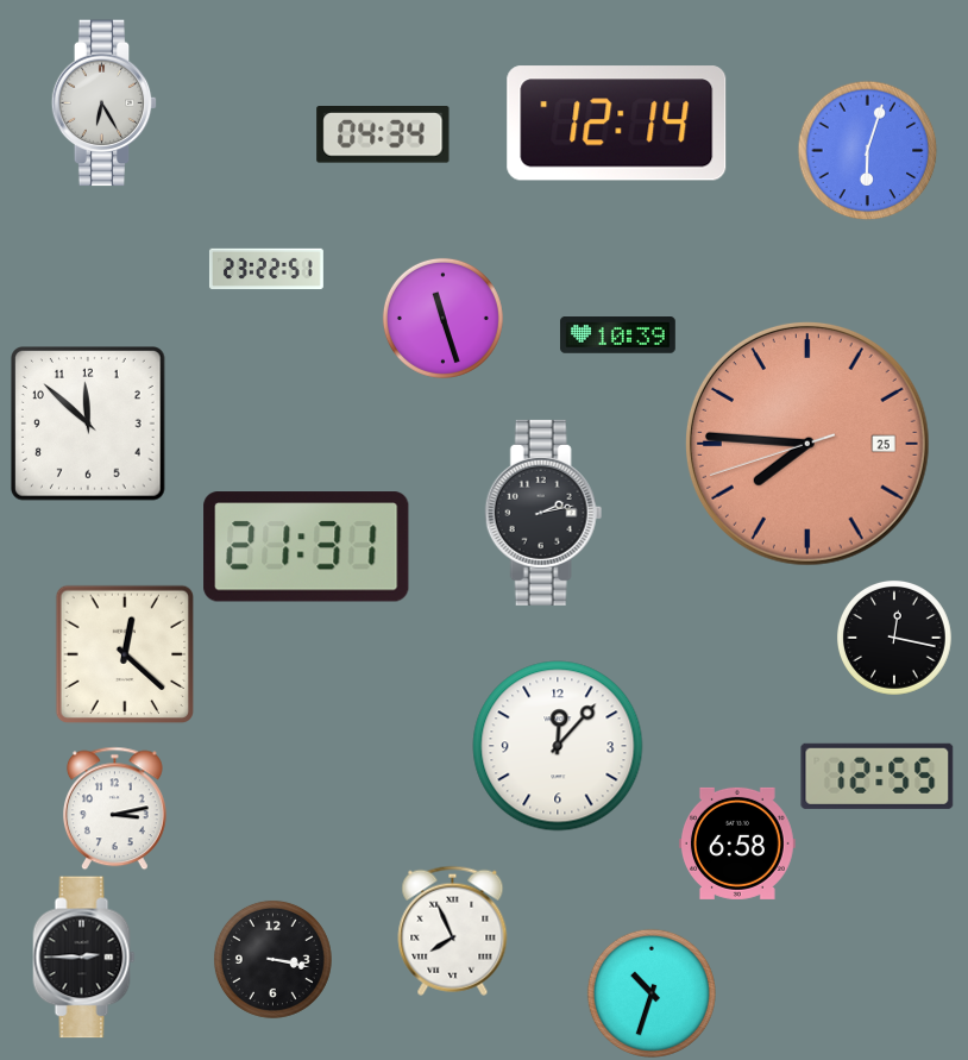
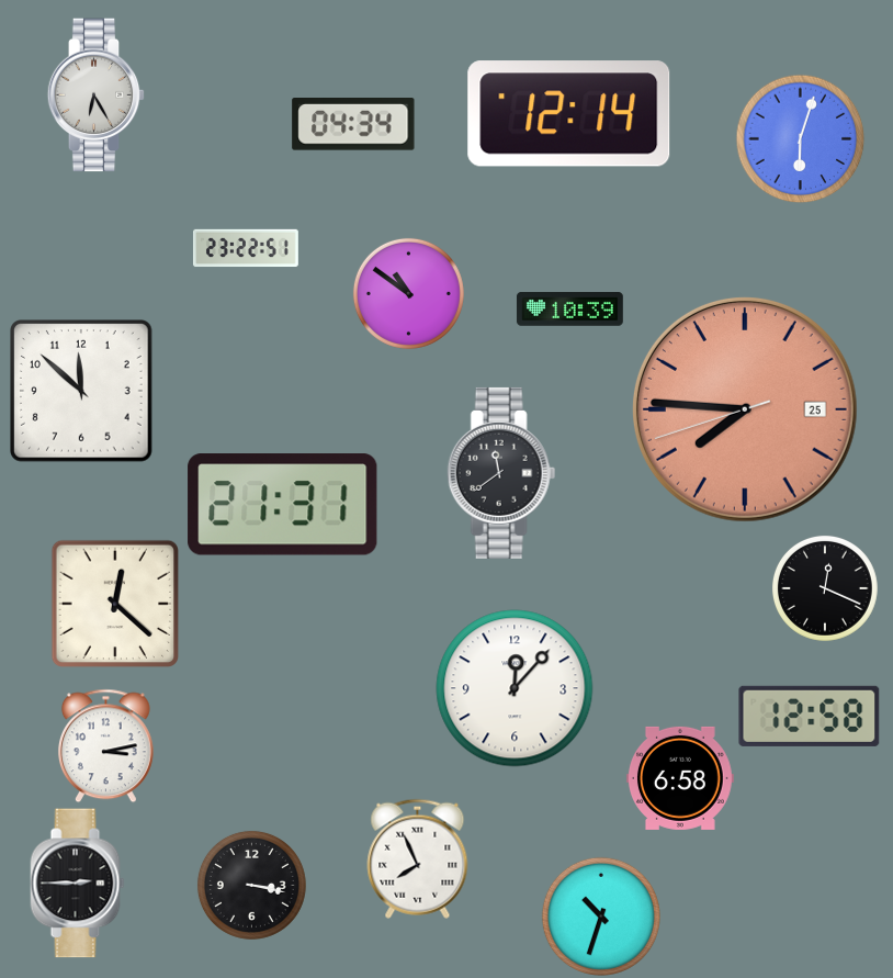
clock at (442, 318): 11:27 -> 10:51
clock at (543, 513): 2:13 -> 11:39
clock at (894, 638): 12:17 -> 12:19
clock at (878, 776): 12:55 -> 12:58
